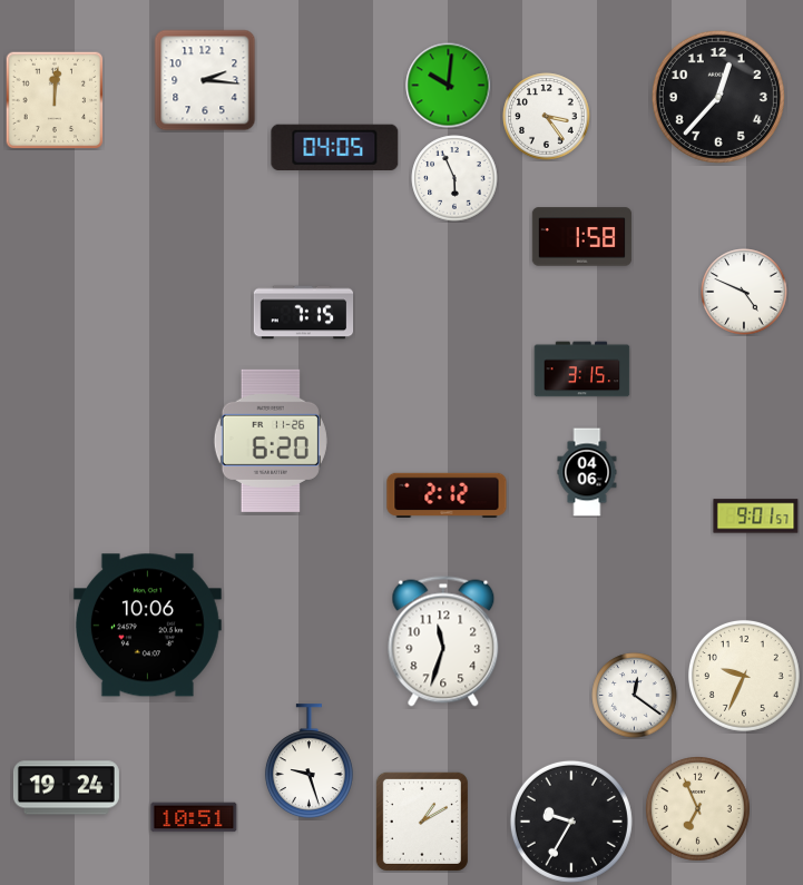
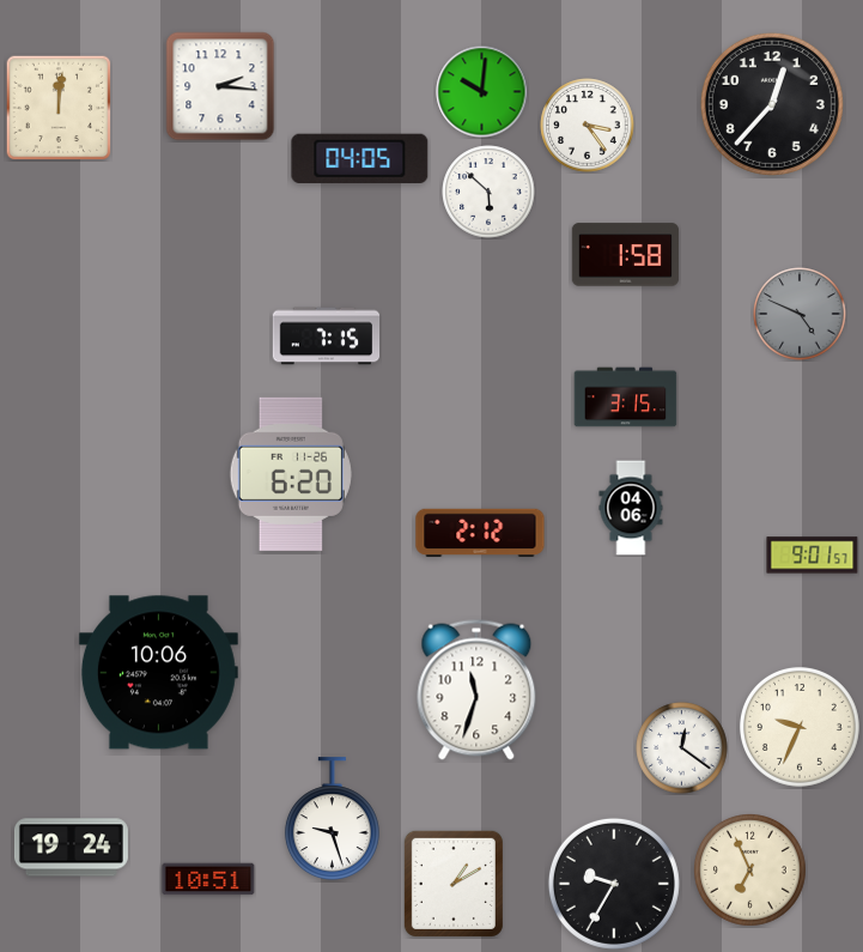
clock at (454, 178): 5:56 -> 5:52
clock at (744, 292) dial: white -> grey
